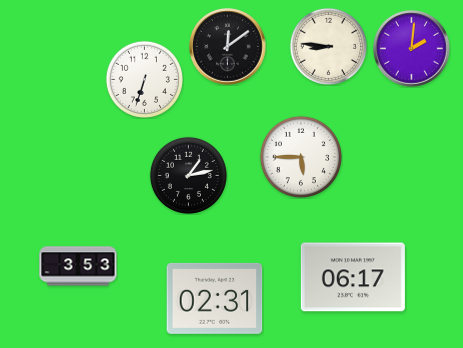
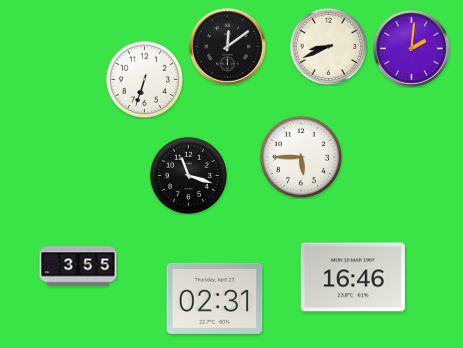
clock at (328, 46): 8:46 -> 8:41
clock at (188, 175): 1:13 -> 11:18
clock at (78, 266): 3:53 -> 3:55
clock at (353, 277): 06:17 -> 16:46
